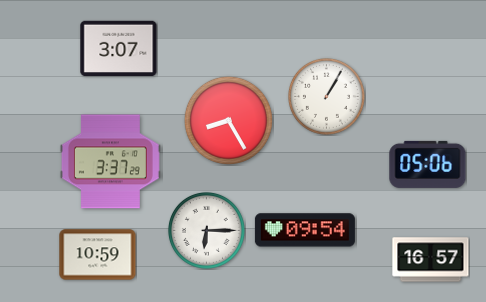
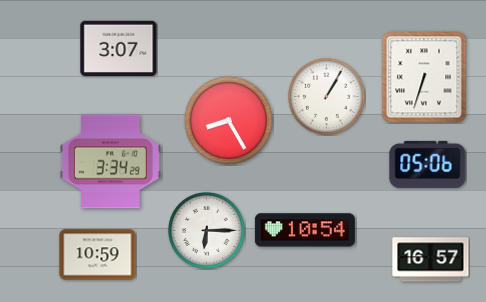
clock at (424, 77): none -> 6:33
clock at (110, 162): 3:37 -> 3:34
clock at (305, 230): 09:54 -> 10:54
